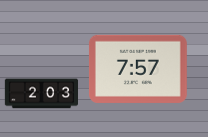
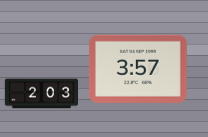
clock at (138, 69): 7:57 -> 3:57
